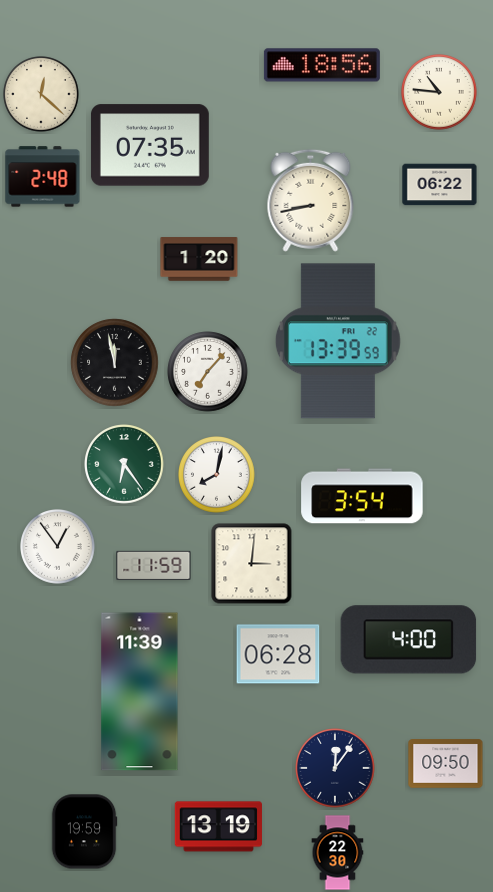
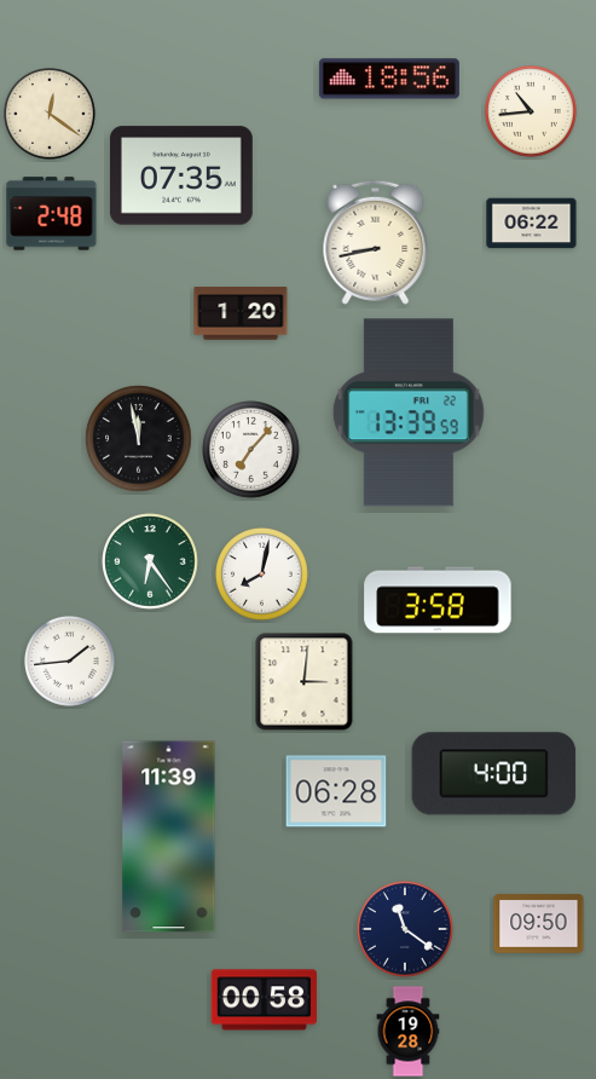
clock at (440, 93): 10:46 -> 10:44
clock at (42, 95): 12:22 -> 12:21
clock at (362, 496): 3:54 -> 3:58
clock at (58, 547): 12:54 -> 1:44
clock at (154, 565): 11:59 -> none
clock at (335, 768): 12:06 -> 11:21
clock at (218, 827): 13:19 -> 00:58
clock at (84, 832): 19:59 -> none
clock at (338, 853): 22:30 -> 19:28
